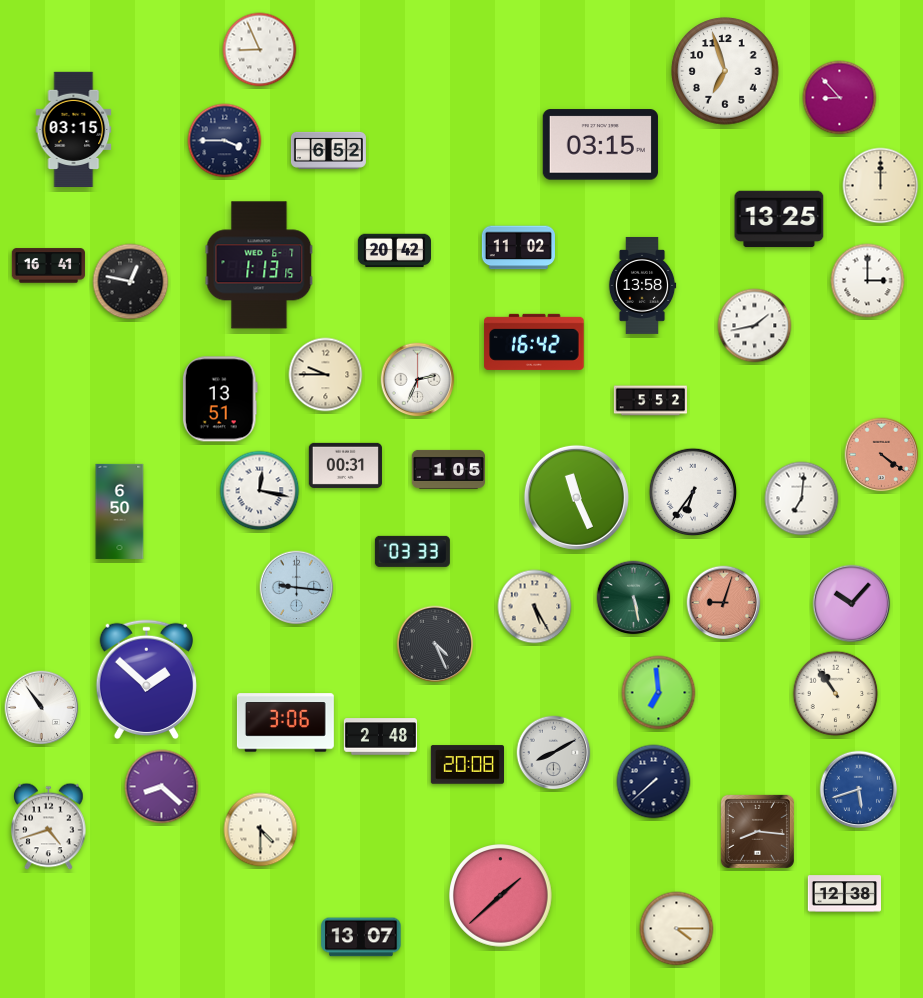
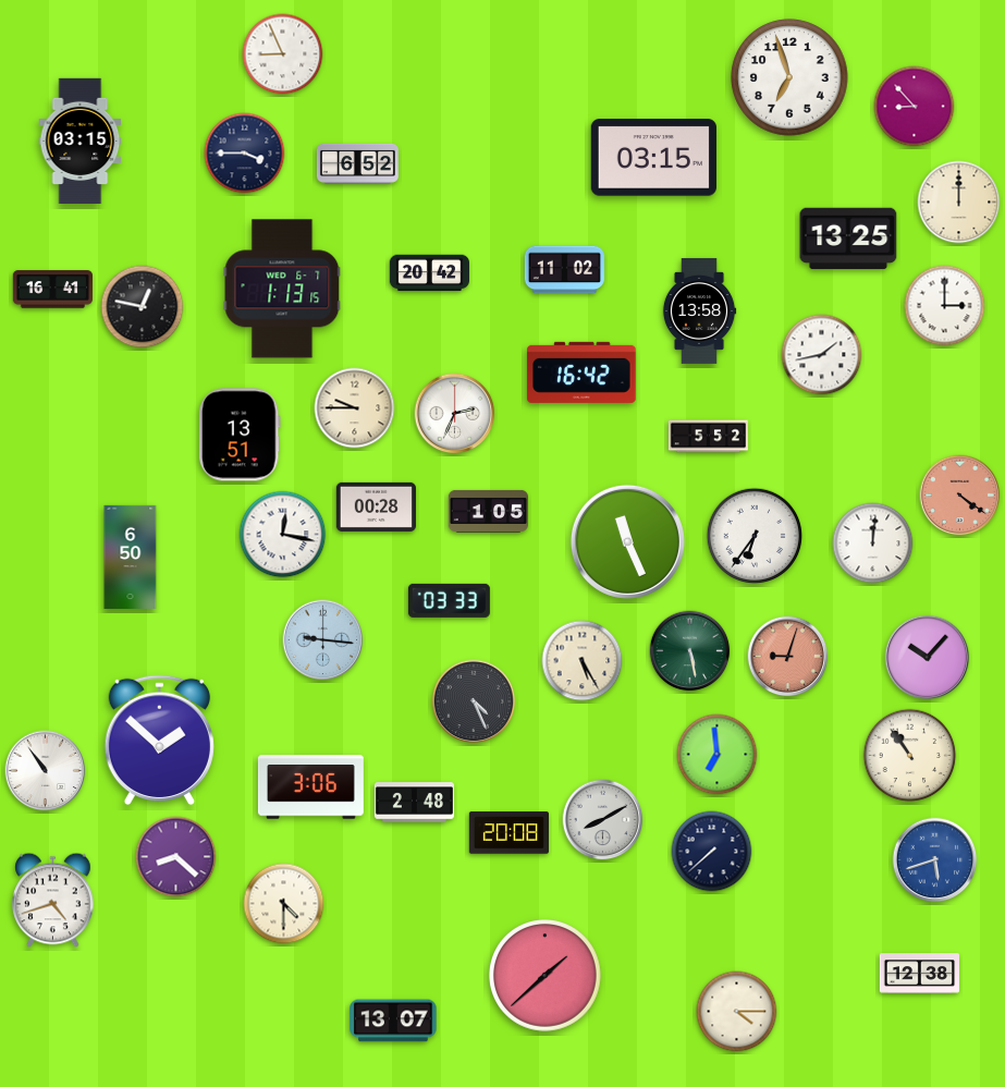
clock at (345, 465): 00:31 -> 00:28
clock at (802, 499): 7:01 -> 12:01
clock at (757, 831): 8:16 -> none
